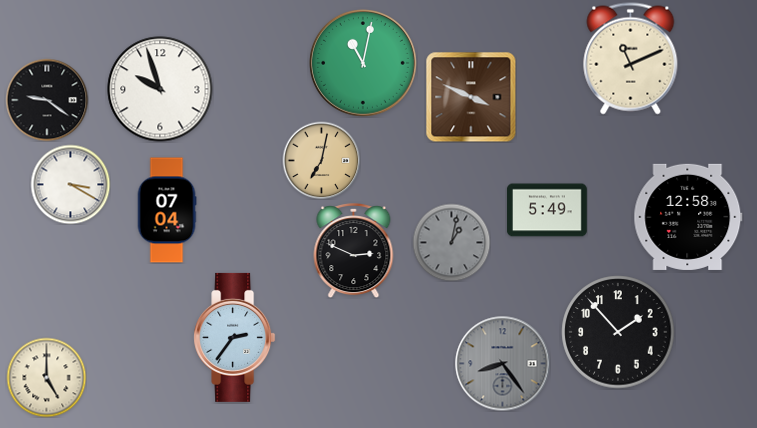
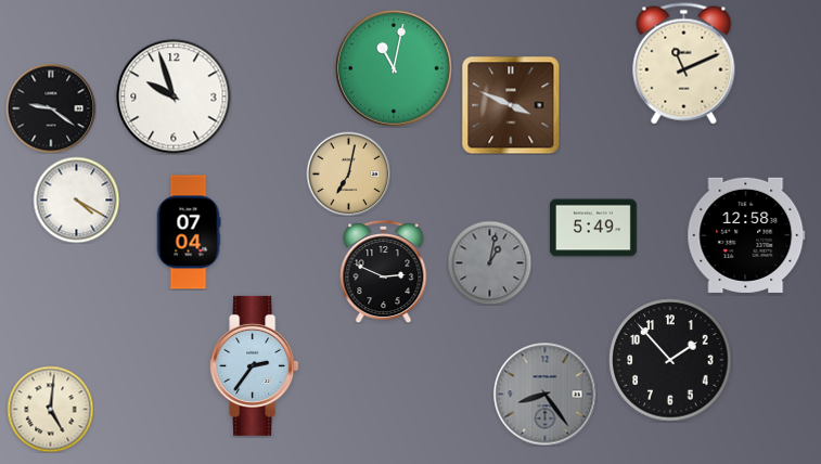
clock at (70, 184): 3:20 -> 4:20
clock at (167, 210) position: (167, 210) -> (189, 232)
clock at (46, 377): 5:00 -> 5:01
